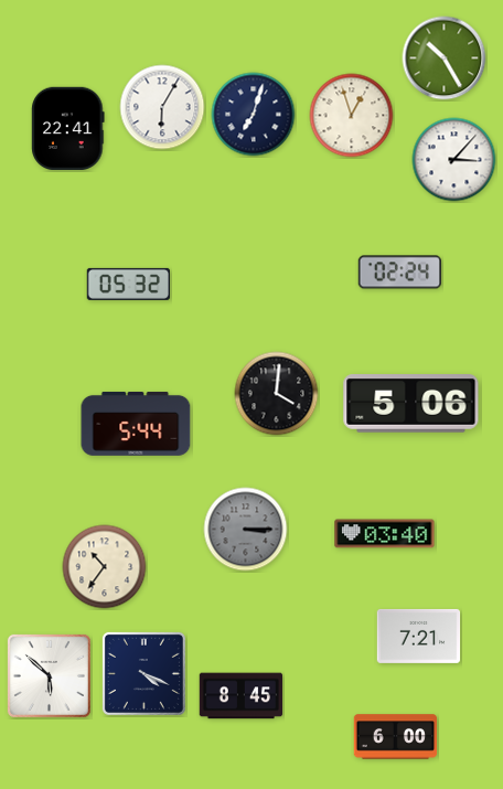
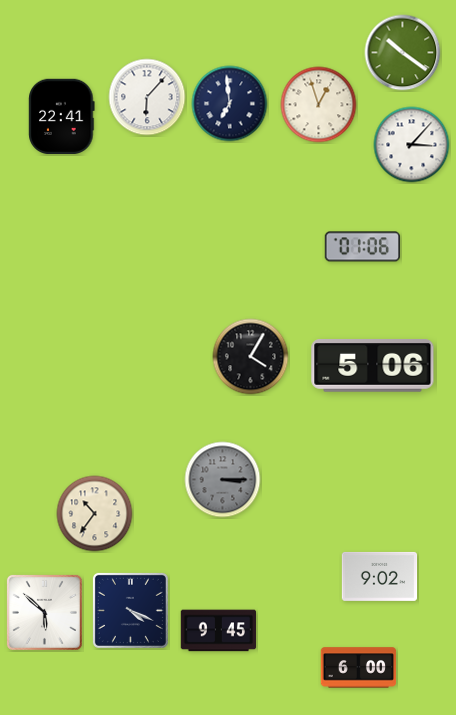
clock at (445, 58): 10:25 -> 10:21
clock at (162, 107): 6:05 -> 6:07
clock at (254, 115): 7:03 -> 6:59
clock at (400, 273): 02:24 -> 01:06
clock at (128, 284): 05:32 -> none
clock at (277, 394): 4:01 -> 4:05
clock at (136, 424): 5:44 -> none
clock at (385, 534): 03:40 -> none
clock at (419, 636): 7:21 -> 9:02
clock at (242, 696): 8:45 -> 9:45
